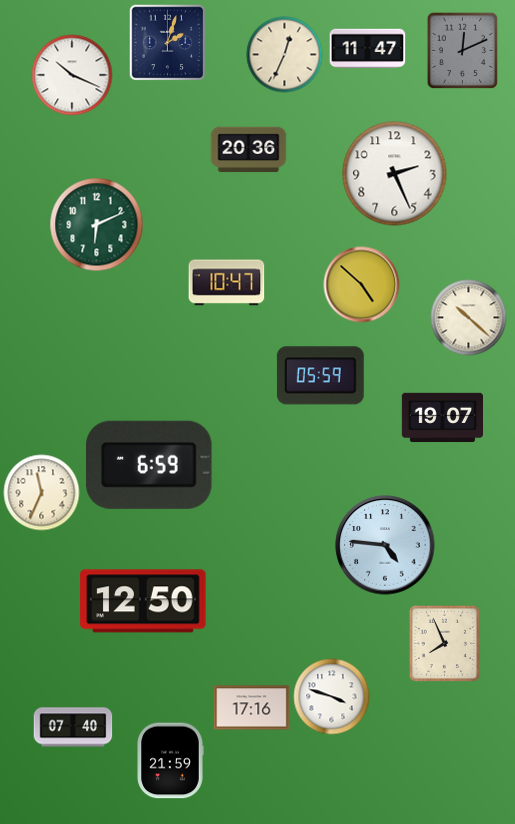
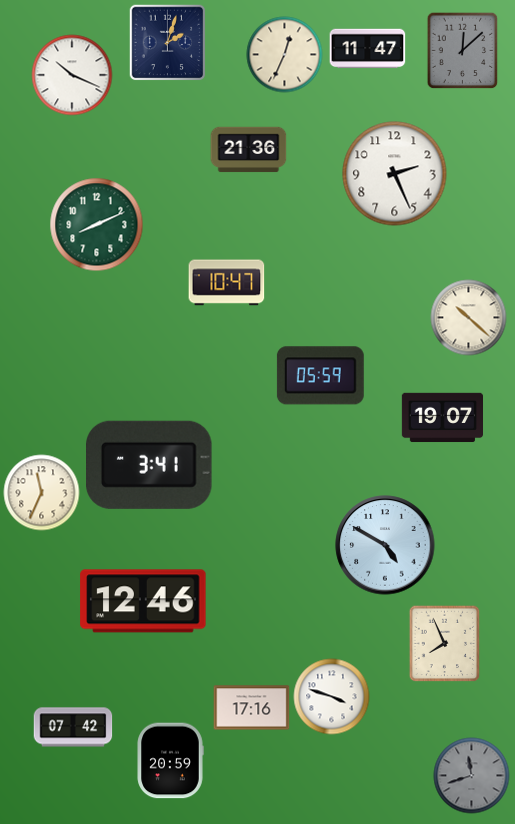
clock at (463, 50): 12:11 -> 12:08
clock at (249, 150): 20:36 -> 21:36
clock at (97, 225): 6:11 -> 8:11
clock at (362, 285): 4:52 -> none
clock at (150, 465): 6:59 -> 3:41
clock at (385, 545): 4:46 -> 4:50
clock at (143, 601): 12:50 -> 12:46
clock at (73, 727): 07:40 -> 07:42
clock at (170, 761): 21:59 -> 20:59
clock at (472, 776): none -> 11:42
